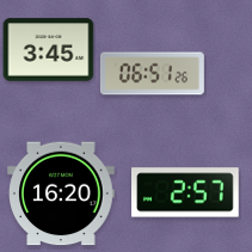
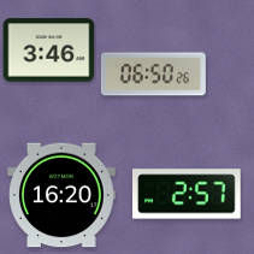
clock at (49, 50): 3:45 -> 3:46
clock at (152, 74): 06:51 -> 06:50
